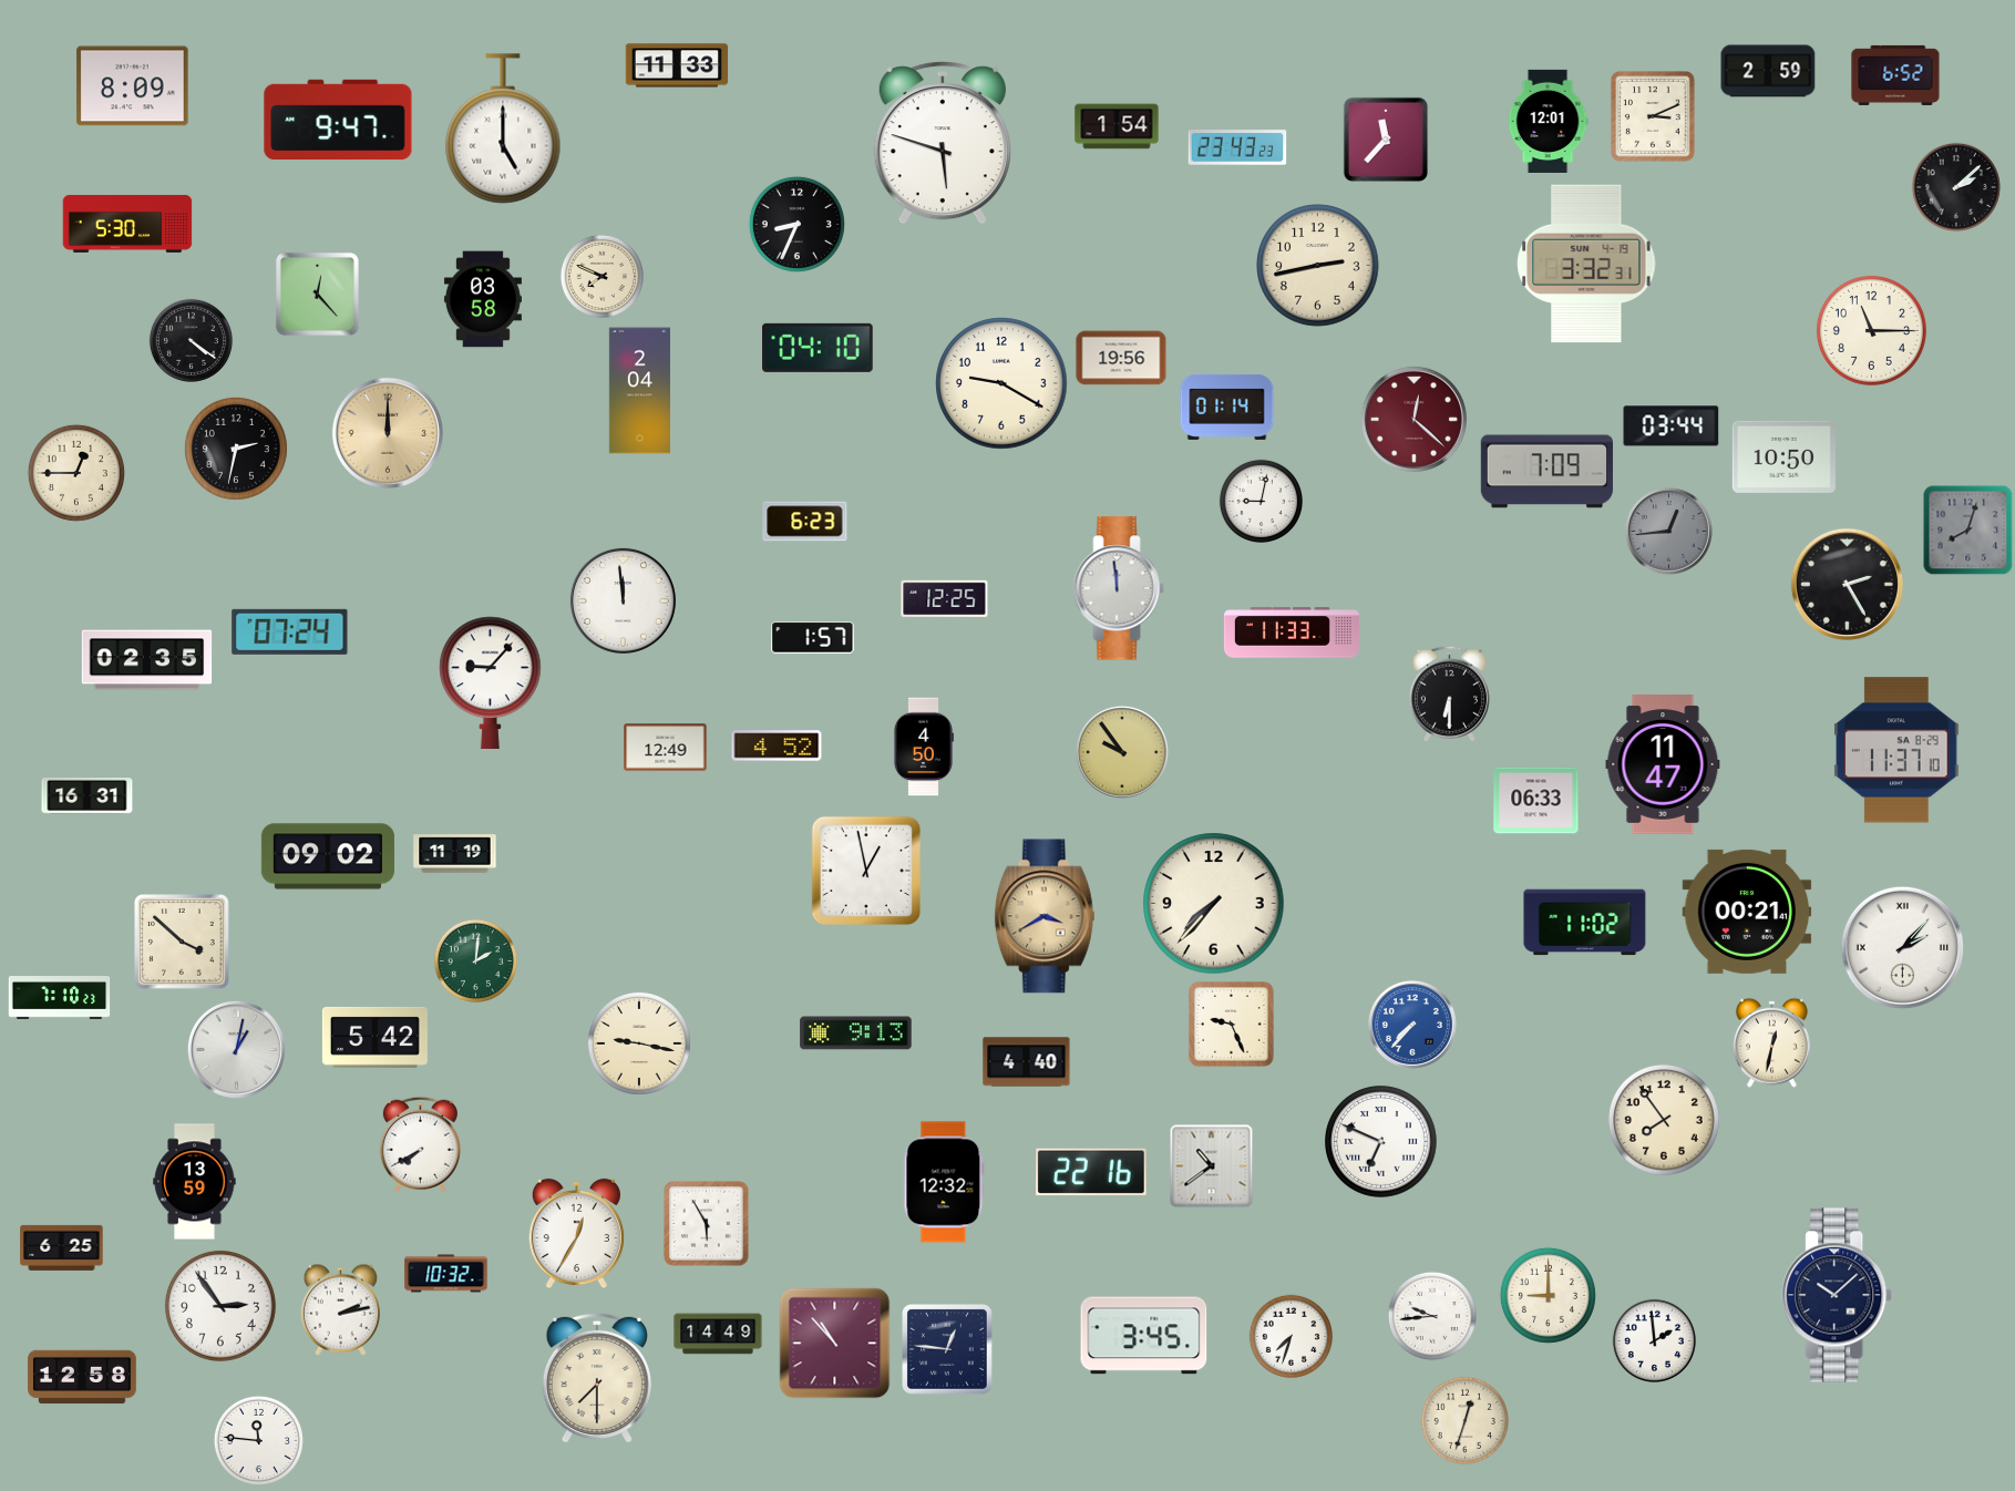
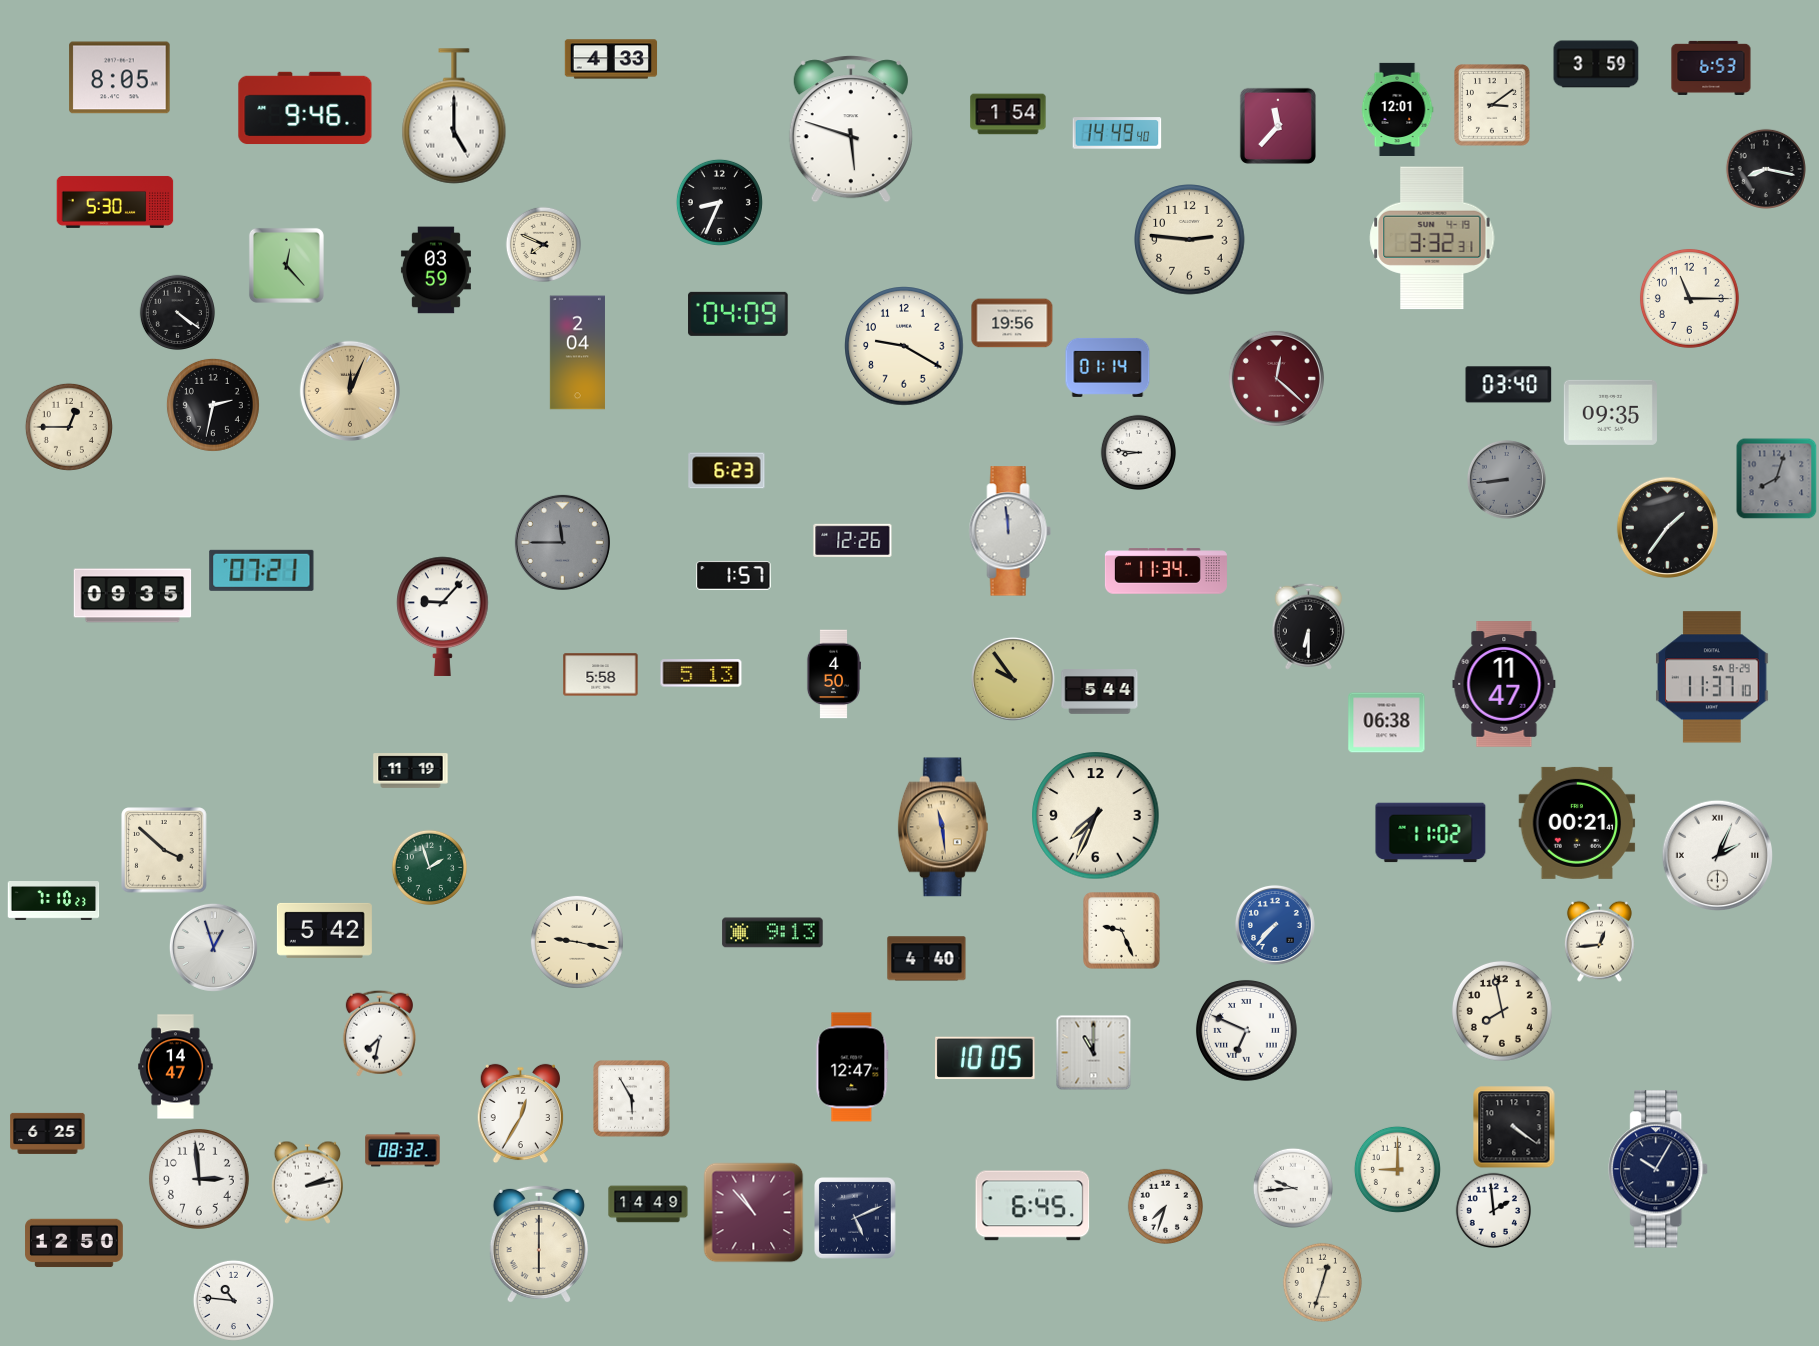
clock at (677, 65): 11:33 -> 4:33
clock at (1768, 71): 2:59 -> 3:59
clock at (1895, 75): 6:52 -> 6:53
clock at (133, 86): 8:09 -> 8:05
clock at (1654, 116): 3:11 -> 3:09
clock at (338, 120): 9:47 -> 9:46
clock at (1386, 140) position: (1386, 140) -> (1278, 126)
clock at (1237, 147): 23:43 -> 14:49
clock at (1956, 187): 2:08 -> 8:17
clock at (1318, 266): 2:43 -> 2:46
clock at (602, 276) position: (602, 276) -> (543, 244)
clock at (483, 299): 03:58 -> 03:59
clock at (191, 340) position: (191, 340) -> (177, 312)
clock at (818, 348): 04:10 -> 04:09
clock at (1672, 426): 03:44 -> 03:40
clock at (388, 433): 12:00 -> 12:04
clock at (1783, 456): 10:50 -> 09:35
clock at (1546, 472): 7:09 -> none
clock at (1261, 501): 9:02 -> 8:46
clock at (1669, 532): 12:44 -> 8:44
clock at (1847, 584): 2:25 -> 1:36
clock at (945, 598): 12:25 -> 12:26
clock at (623, 600): 11:59 -> 11:45
clock at (623, 600) dial: white -> grey
clock at (290, 631): 07:24 -> 07:21
clock at (1292, 633): 11:33 -> 11:34
clock at (147, 660): 02:35 -> 09:35
clock at (777, 745): 4:52 -> 5:13
clock at (666, 748): 12:49 -> 5:58
clock at (1663, 764) position: (1663, 764) -> (1504, 684)
clock at (1100, 692): none -> 5:44
clock at (88, 796): 16:31 -> none
clock at (1536, 801): 06:33 -> 06:38
clock at (328, 856): 09:02 -> none
clock at (866, 871): 12:58 -> none
clock at (1214, 904): 7:37 -> 7:34
clock at (1045, 916): 3:40 -> 11:29
clock at (1902, 947): 2:07 -> 2:04
clock at (475, 960): 2:01 -> 1:57
clock at (1232, 1025) position: (1232, 1025) -> (1122, 931)
clock at (374, 1037) position: (374, 1037) -> (324, 930)
clock at (1771, 1042): 12:32 -> 12:44
clock at (236, 1049): 1:02 -> 12:57
clock at (1664, 1120): 7:54 -> 7:58
clock at (420, 1144): 7:40 -> 7:32
clock at (1212, 1166): 10:39 -> 11:00
clock at (1091, 1172): 22:16 -> 10:05
clock at (195, 1182): 13:59 -> 14:47
clock at (944, 1182): 12:32 -> 12:47
clock at (707, 1224) position: (707, 1224) -> (632, 1099)
clock at (62, 1247) position: (62, 1247) -> (48, 1133)
clock at (1514, 1127): none -> 4:21
clock at (446, 1274): 10:32 -> 08:32
clock at (1838, 1295): 10:08 -> 10:05
clock at (220, 1306): 2:54 -> 2:59
clock at (1144, 1336): 3:45 -> 6:45
clock at (948, 1350): 12:46 -> 5:11
clock at (82, 1377): 12:58 -> 12:50
clock at (597, 1378): 7:30 -> 6:00
clock at (258, 1440): 11:46 -> 10:46
